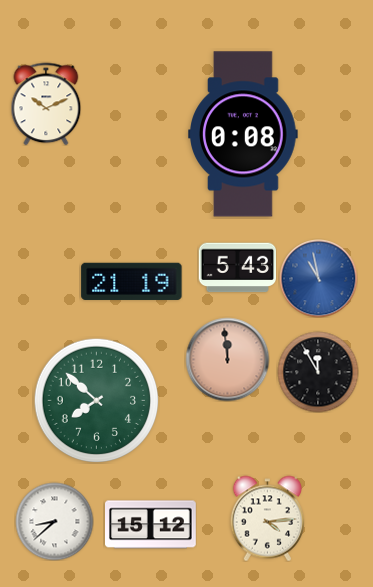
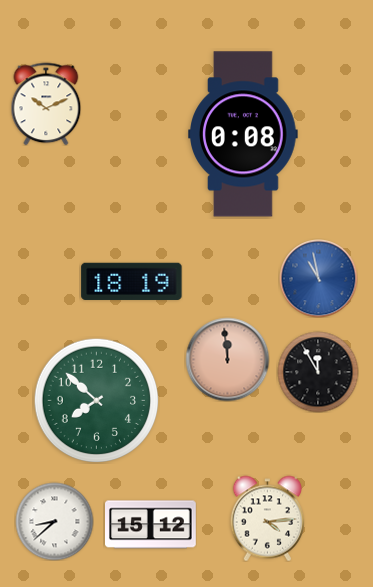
clock at (237, 268): 5:43 -> none
clock at (132, 281): 21:19 -> 18:19
